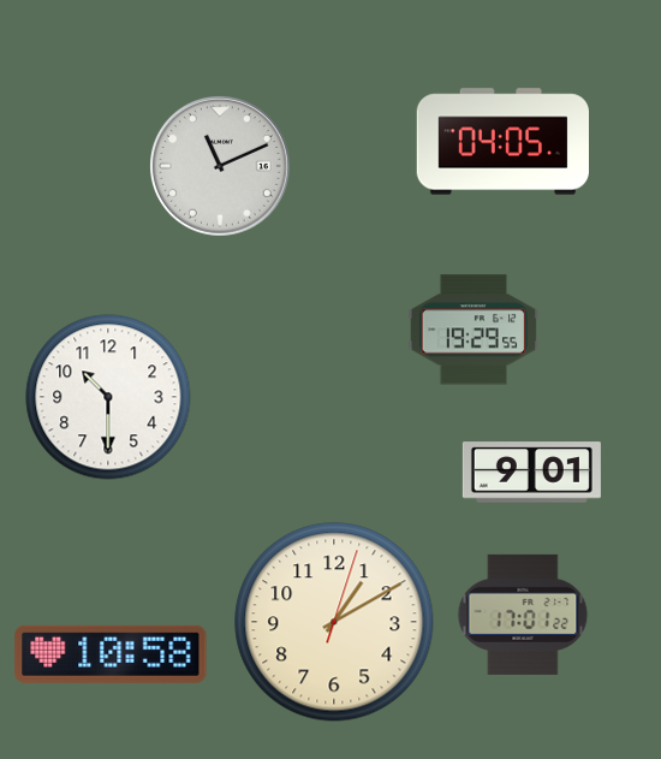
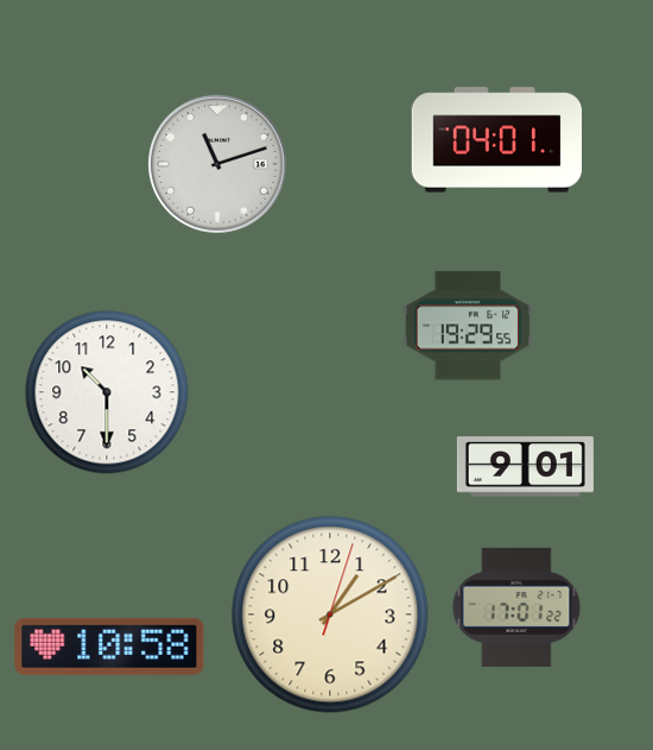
clock at (504, 142): 04:05 -> 04:01
clock at (221, 167): 11:11 -> 11:12
